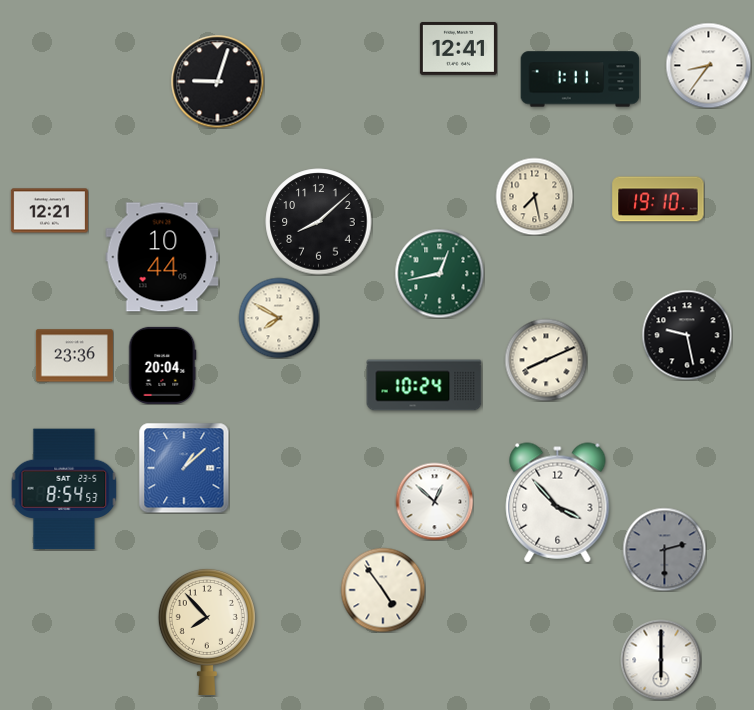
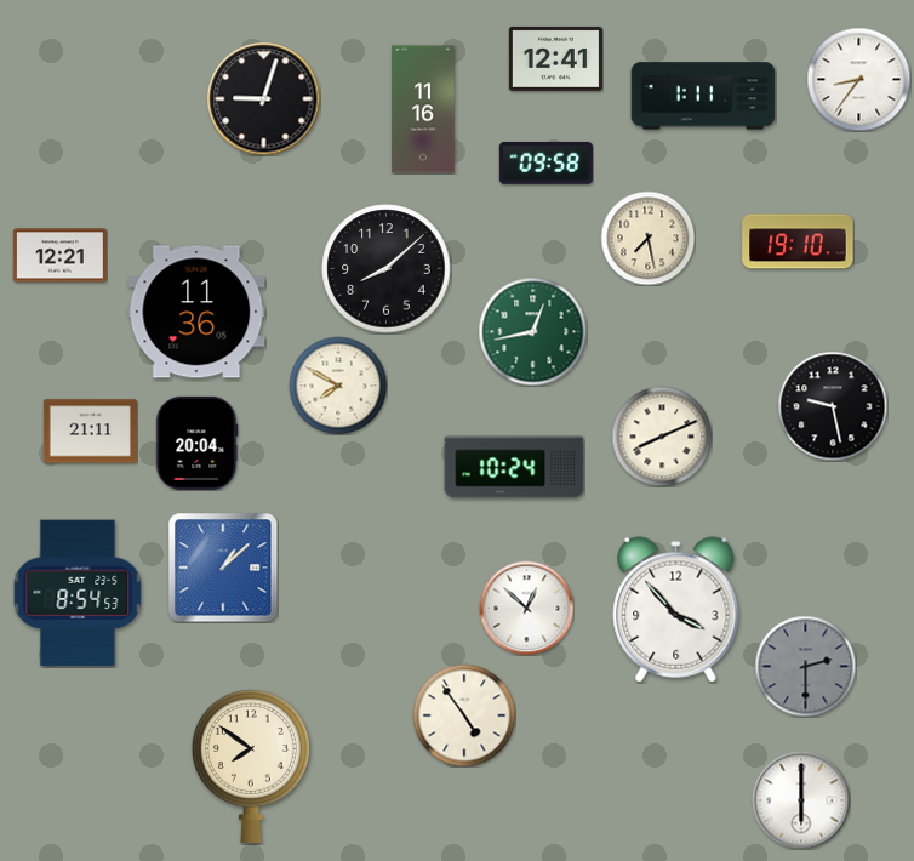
clock at (423, 109): none -> 11:16
clock at (545, 162): none -> 09:58
clock at (162, 257): 10:44 -> 11:36
clock at (74, 356): 23:36 -> 21:11
clock at (207, 631): 7:53 -> 7:51
